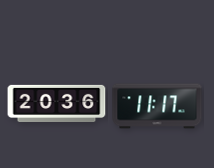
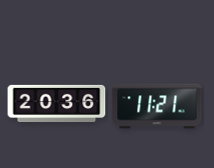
clock at (157, 106): 11:17 -> 11:21
